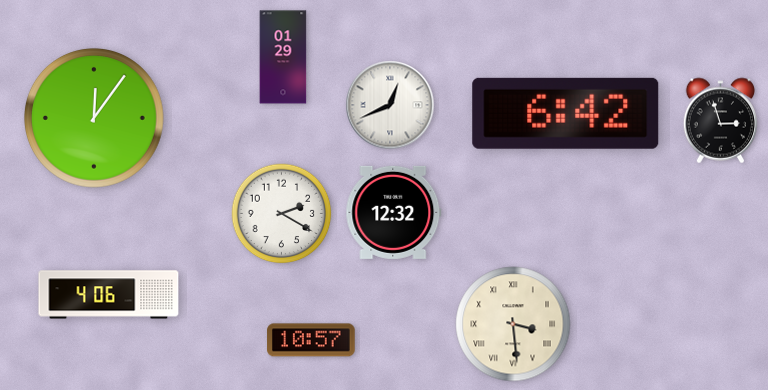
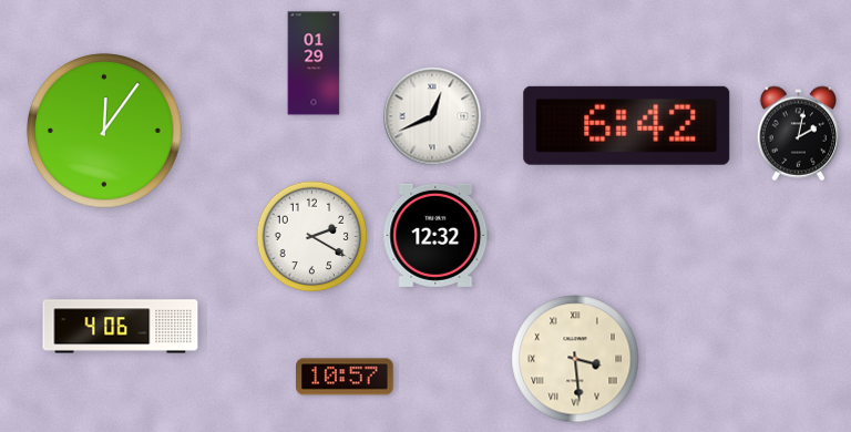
clock at (720, 121): 2:57 -> 2:02
clock at (513, 324) position: (513, 324) -> (575, 359)
